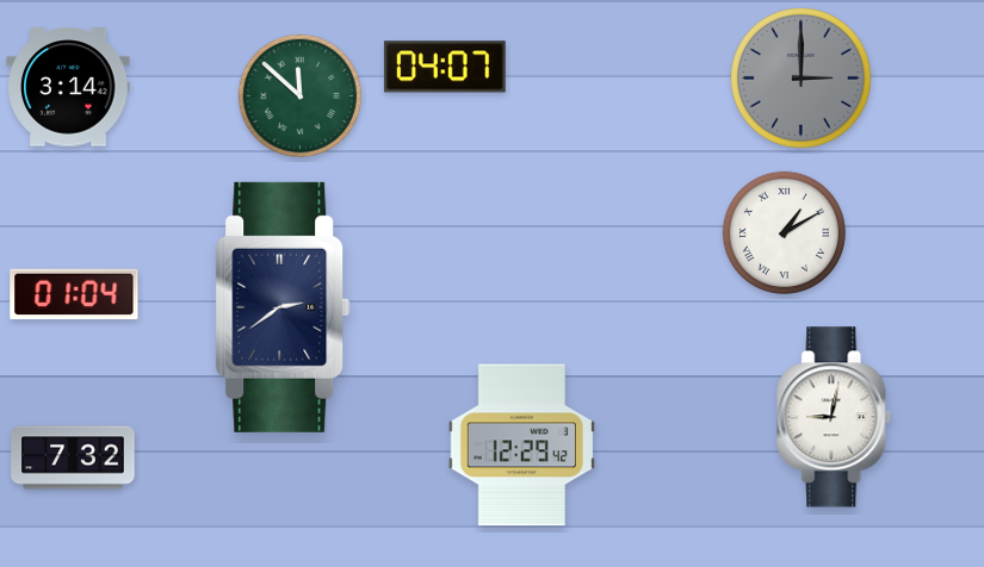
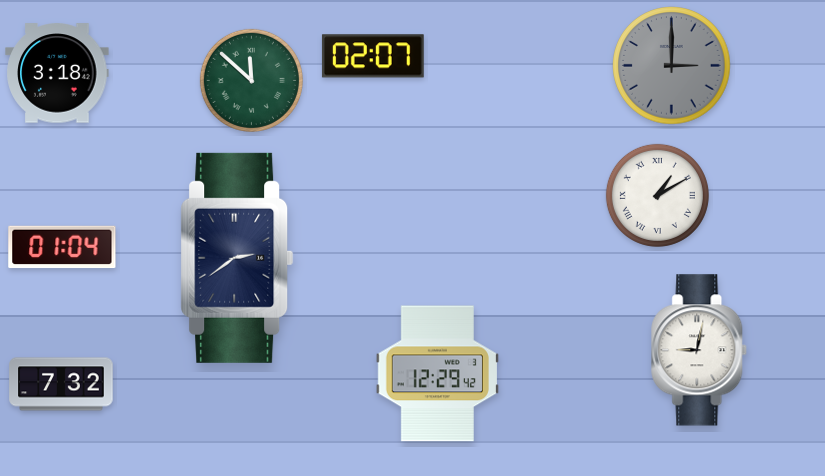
clock at (445, 67): 04:07 -> 02:07
clock at (68, 87): 3:14 -> 3:18
